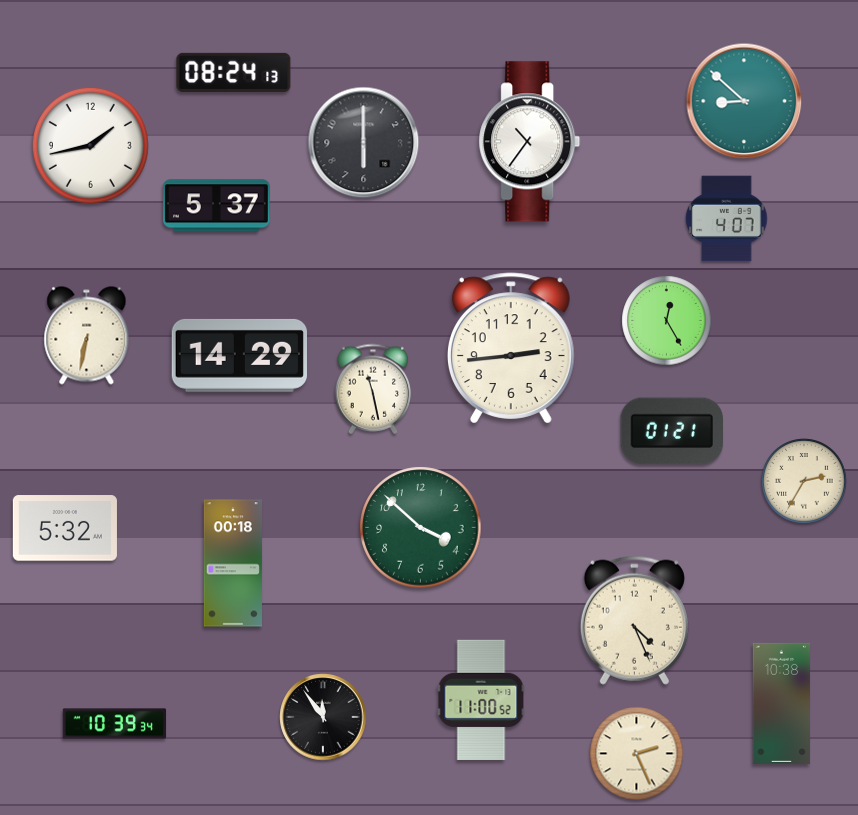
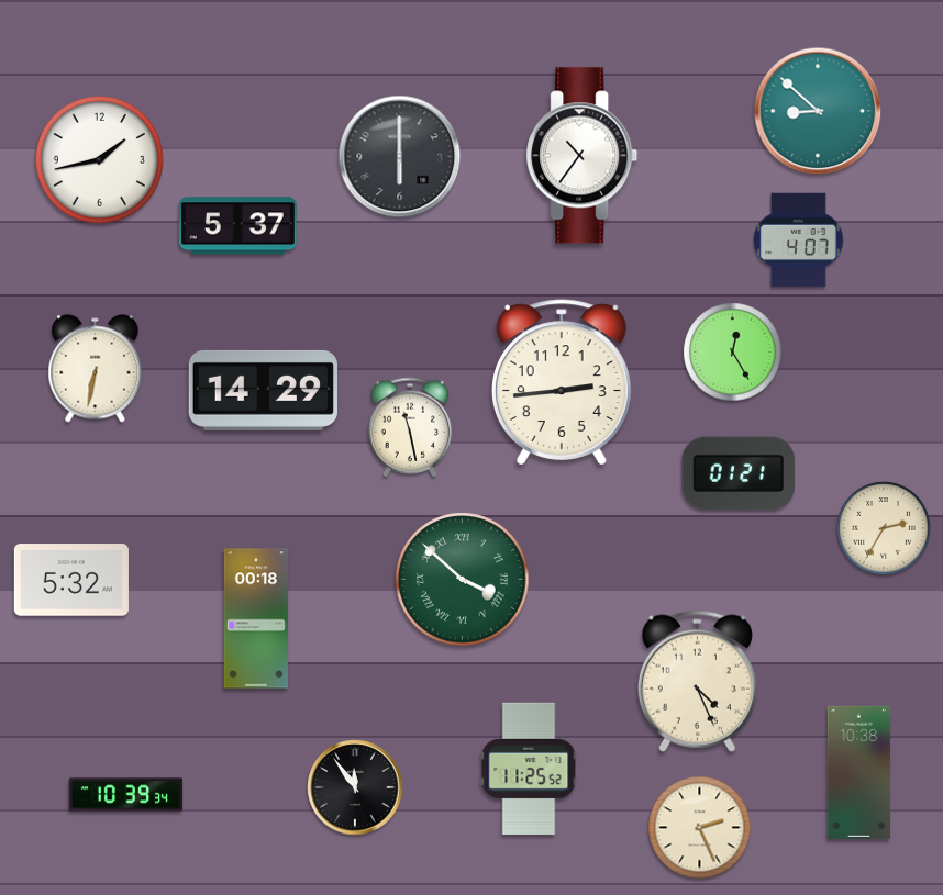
clock at (234, 72): 08:24 -> none
clock at (421, 528) numerals: Arabic -> Roman
clock at (481, 700): 11:00 -> 11:25
